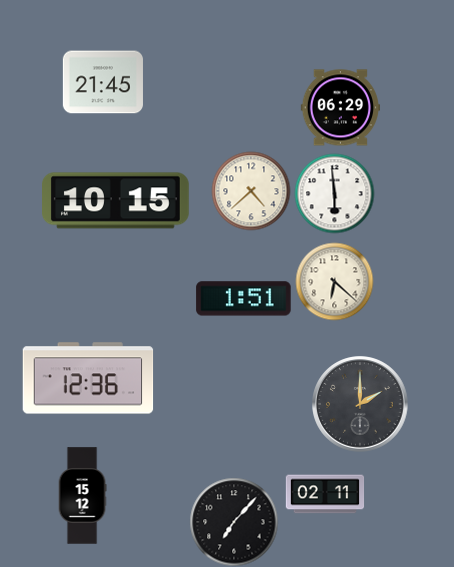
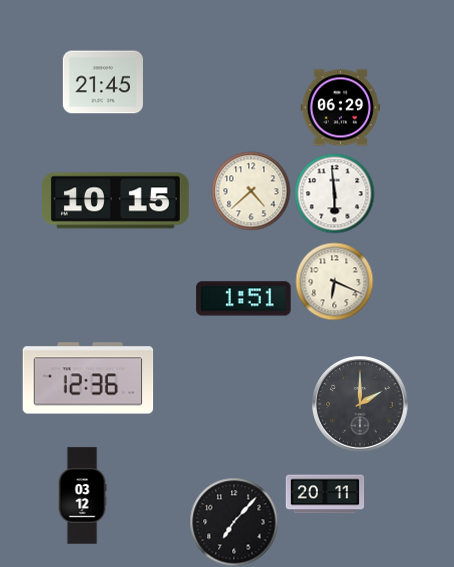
clock at (334, 281): 6:22 -> 6:19
clock at (325, 494): 02:11 -> 20:11
clock at (82, 496): 15:12 -> 03:12
